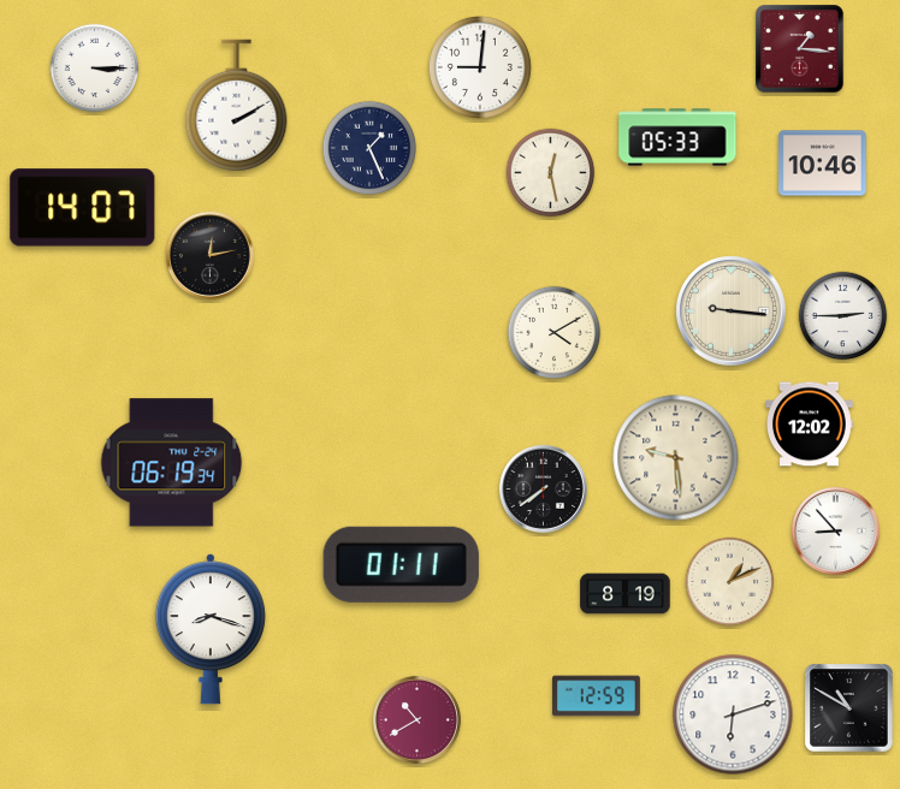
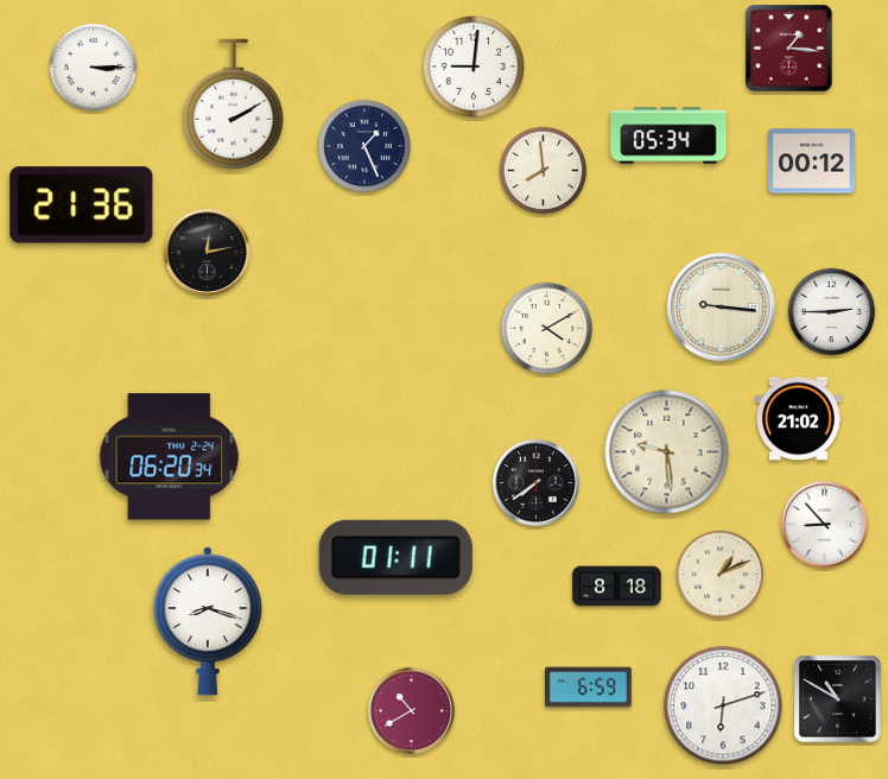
clock at (677, 137): 05:33 -> 05:34
clock at (823, 164): 10:46 -> 00:12
clock at (551, 173): 12:28 -> 7:59
clock at (83, 208): 14:07 -> 21:36
clock at (810, 425): 12:02 -> 21:02
clock at (172, 463): 06:19 -> 06:20
clock at (626, 594): 8:19 -> 8:18
clock at (597, 696): 12:59 -> 6:59
